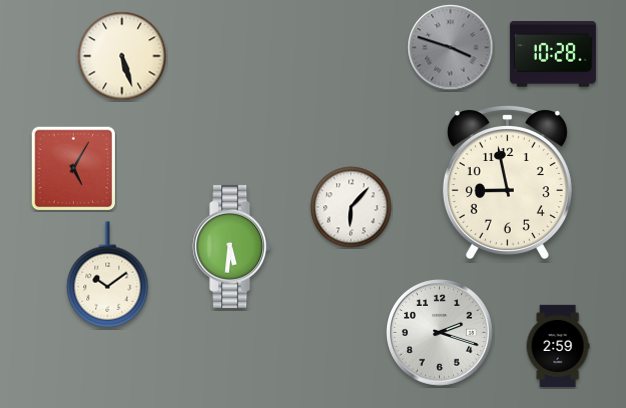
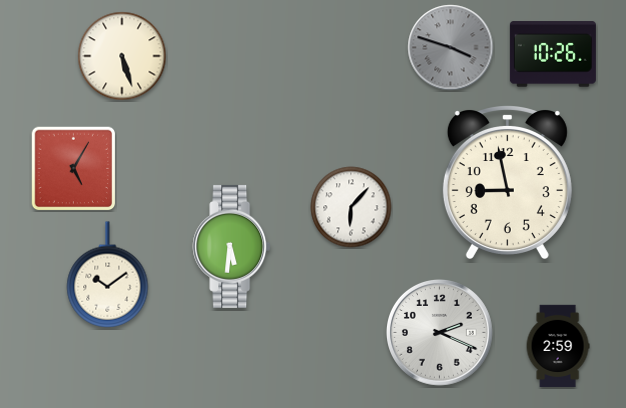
clock at (553, 54): 10:28 -> 10:26
clock at (439, 332): 2:18 -> 2:19
